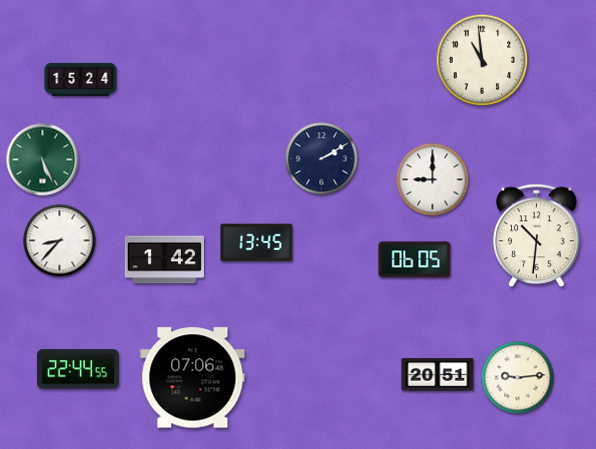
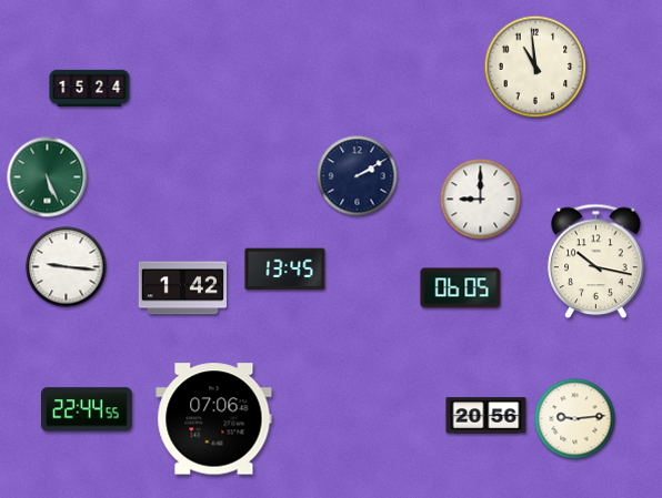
clock at (537, 236): 10:31 -> 10:17
clock at (60, 241): 8:37 -> 9:16
clock at (438, 375): 20:51 -> 20:56
